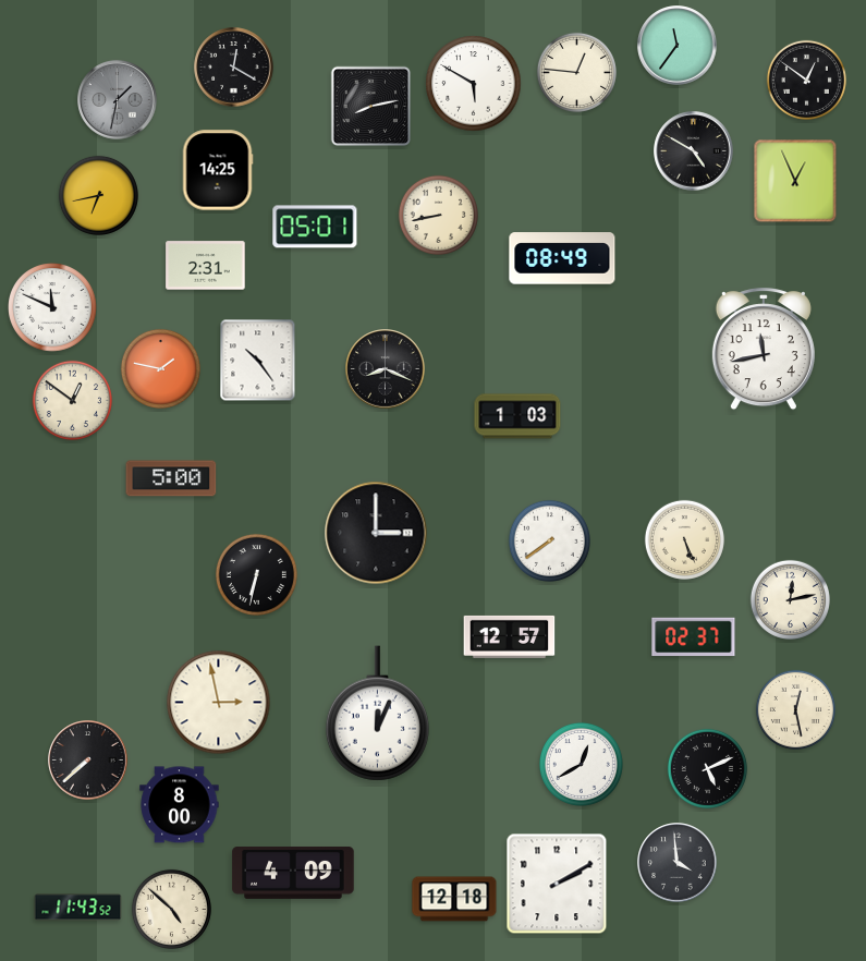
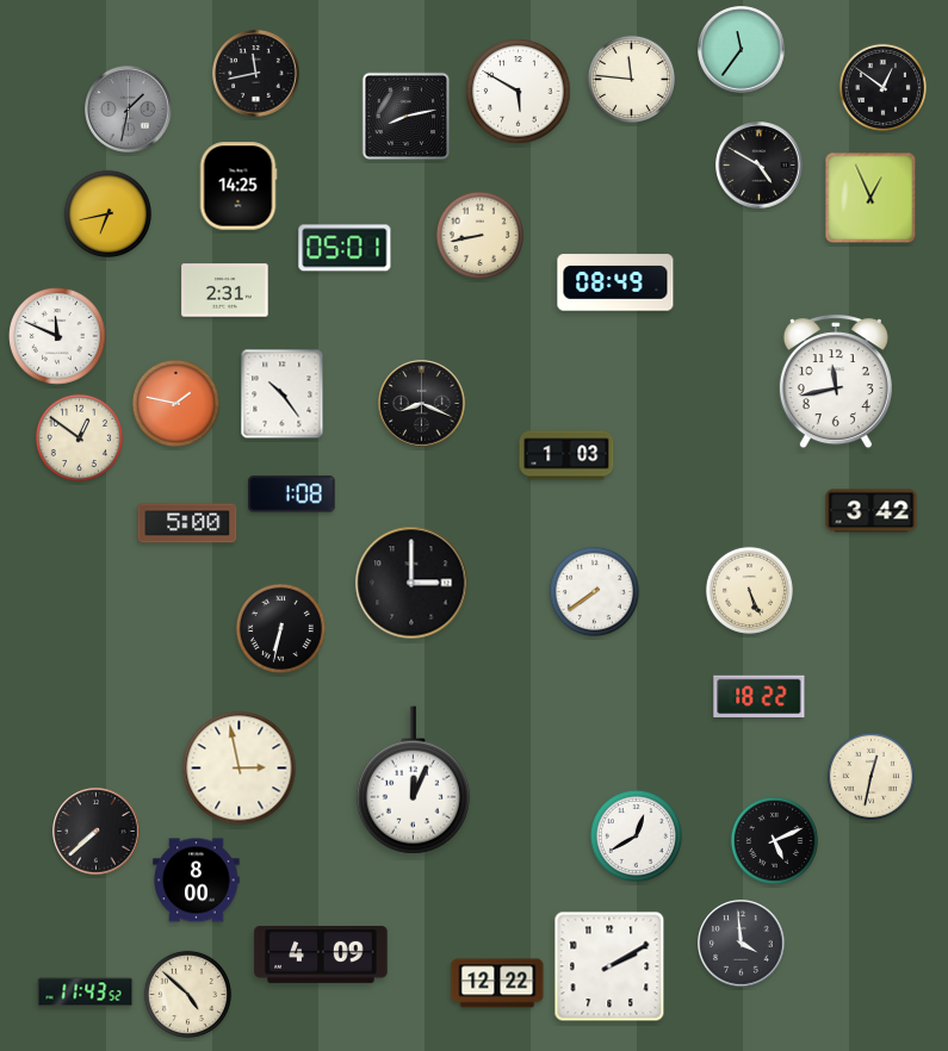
clock at (234, 68): 12:20 -> 11:43
clock at (576, 72): 12:46 -> 11:46
clock at (292, 495): none -> 1:08
clock at (872, 511): none -> 3:42
clock at (549, 540) position: (549, 540) -> (594, 591)
clock at (790, 599): 12:13 -> none
clock at (510, 636): 12:57 -> none
clock at (694, 637): 02:37 -> 18:22
clock at (795, 709): 12:28 -> 12:32
clock at (454, 899): 12:18 -> 12:22
